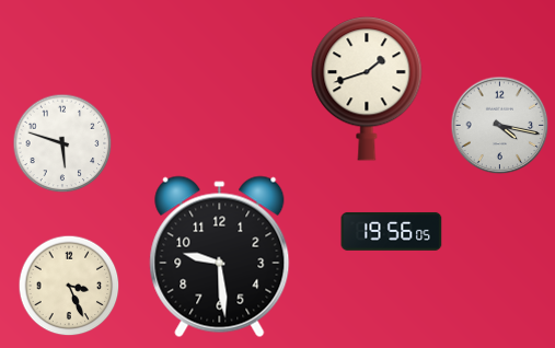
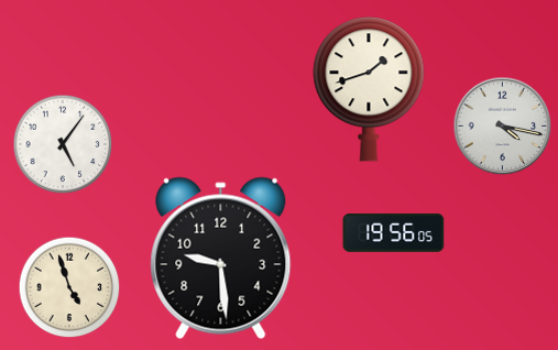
clock at (62, 143): 5:48 -> 5:06
clock at (69, 286): 3:26 -> 4:57
